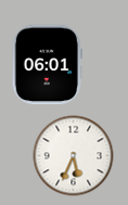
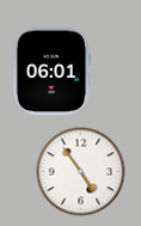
clock at (74, 156): 5:34 -> 4:54
